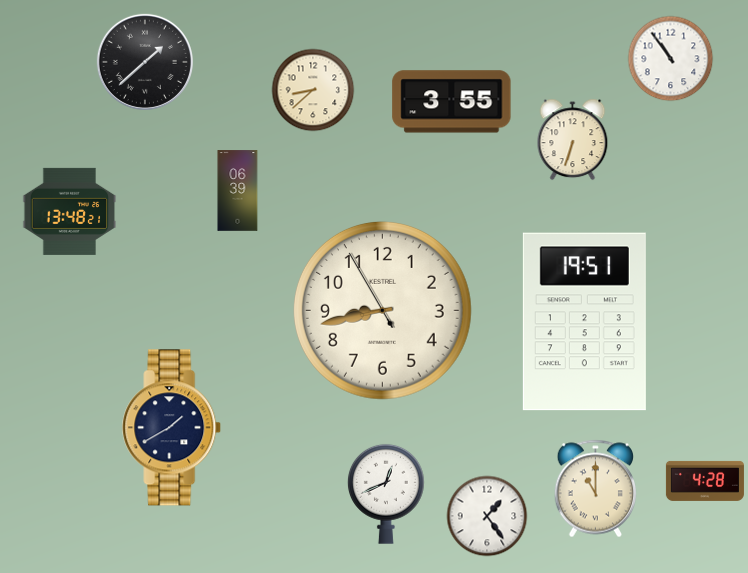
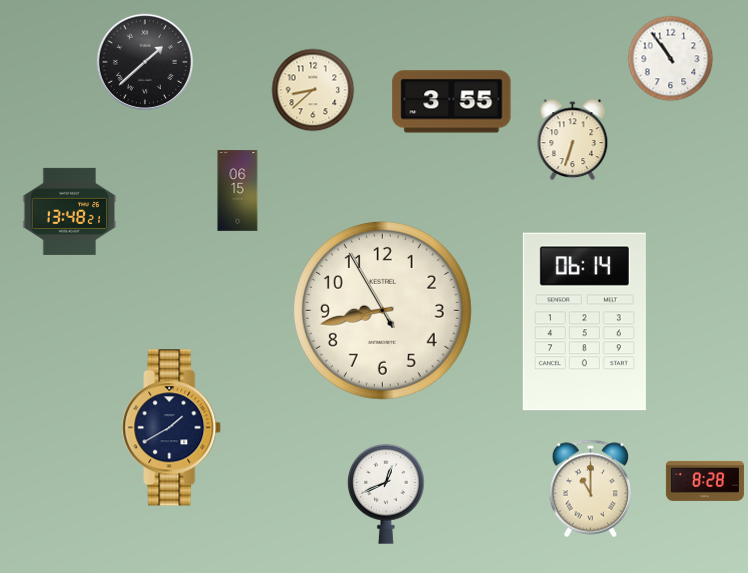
clock at (238, 191): 06:39 -> 06:15
clock at (584, 322): 19:51 -> 06:14
clock at (705, 481): 4:28 -> 8:28
clock at (596, 489) position: (596, 489) -> (591, 489)
clock at (487, 516): 1:24 -> none
